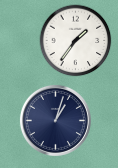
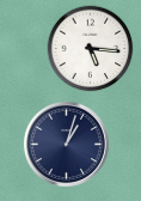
clock at (76, 41): 1:36 -> 5:16
